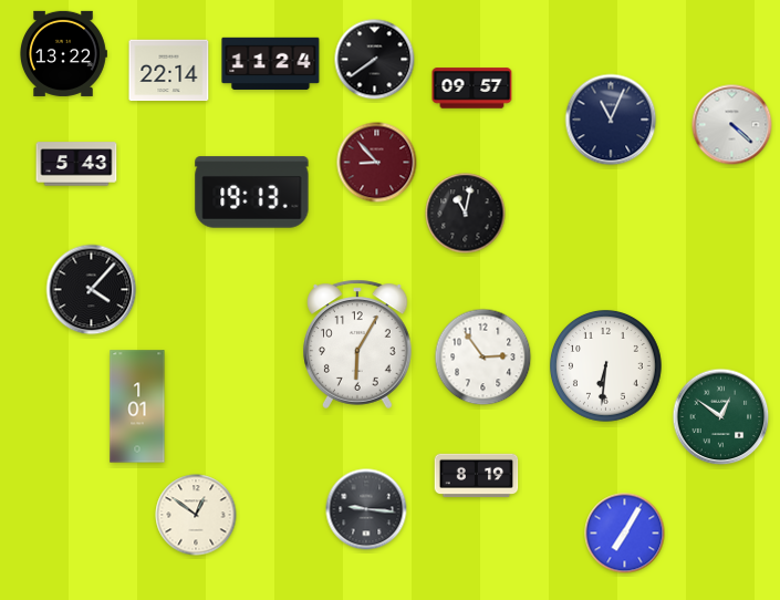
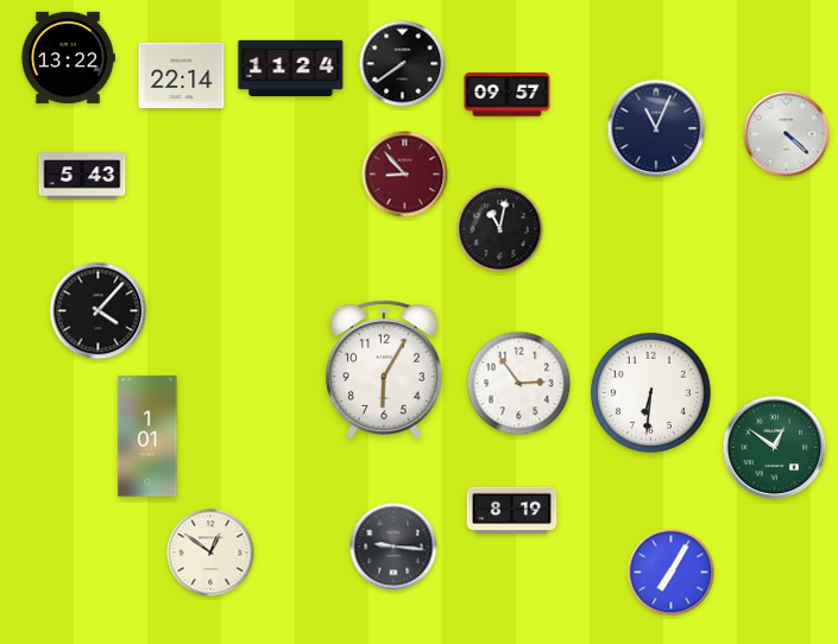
clock at (252, 193): 19:13 -> none
